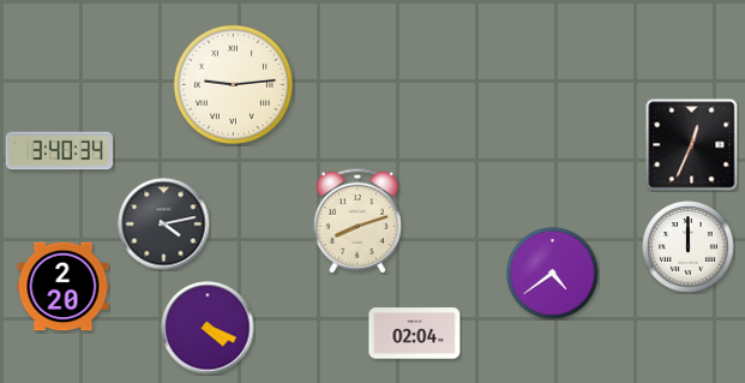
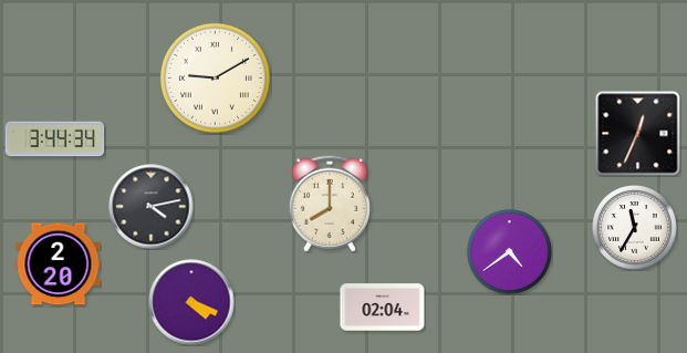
clock at (233, 84): 9:14 -> 9:10
clock at (60, 151): 3:40 -> 3:44
clock at (358, 221): 8:12 -> 8:00
clock at (689, 247): 12:00 -> 11:35
